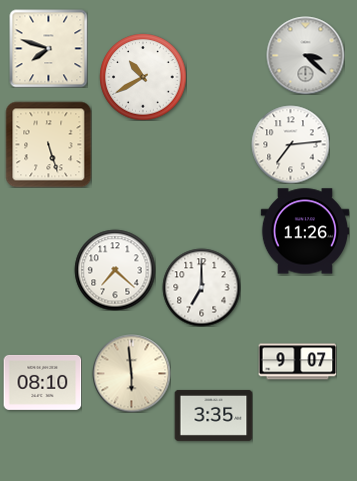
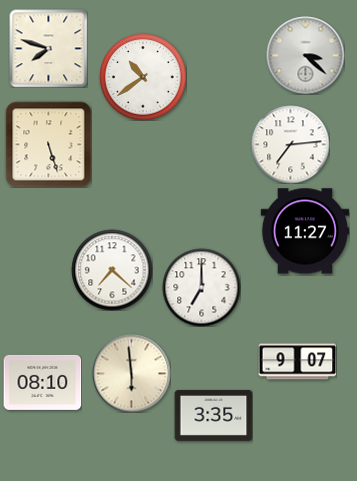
clock at (143, 77): 10:40 -> 10:39
clock at (304, 231): 11:26 -> 11:27
clock at (115, 270) position: (115, 270) -> (112, 270)
